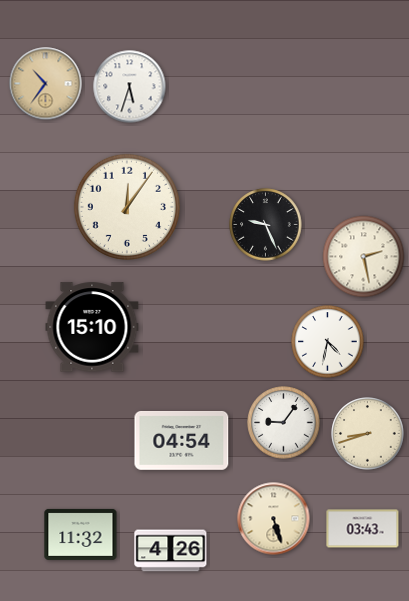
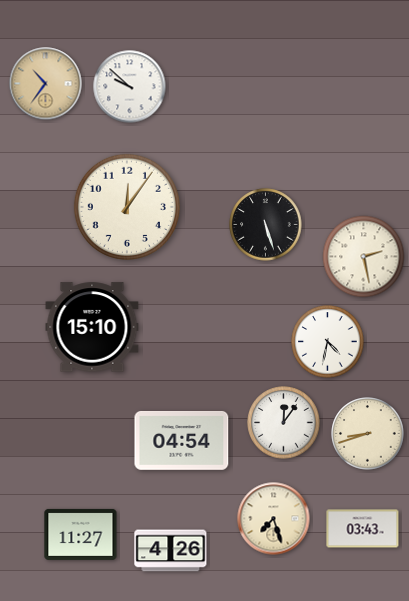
clock at (130, 87): 5:33 -> 9:52
clock at (266, 225): 9:26 -> 5:27
clock at (284, 423): 9:06 -> 12:06
clock at (274, 519): 5:27 -> 7:27
clock at (81, 534): 11:32 -> 11:27
